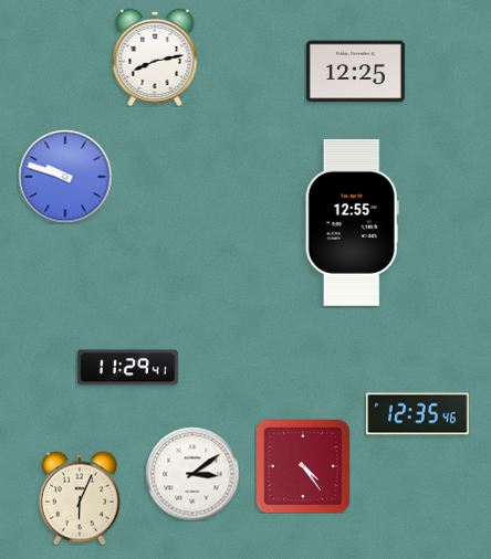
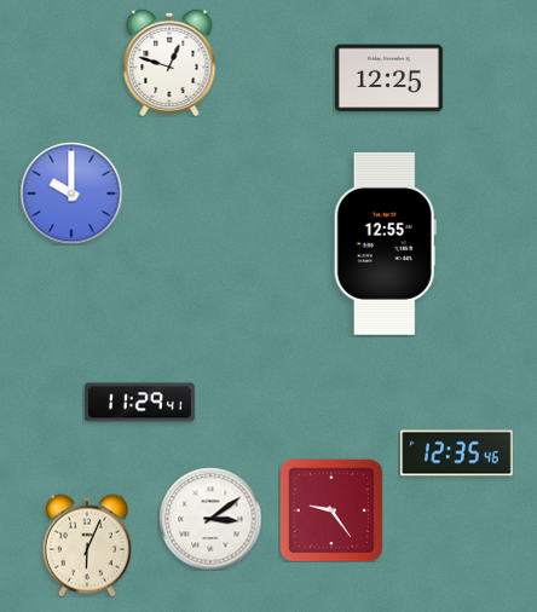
clock at (155, 57): 8:13 -> 12:48
clock at (65, 177): 9:48 -> 10:00
clock at (303, 466): 4:24 -> 9:24
